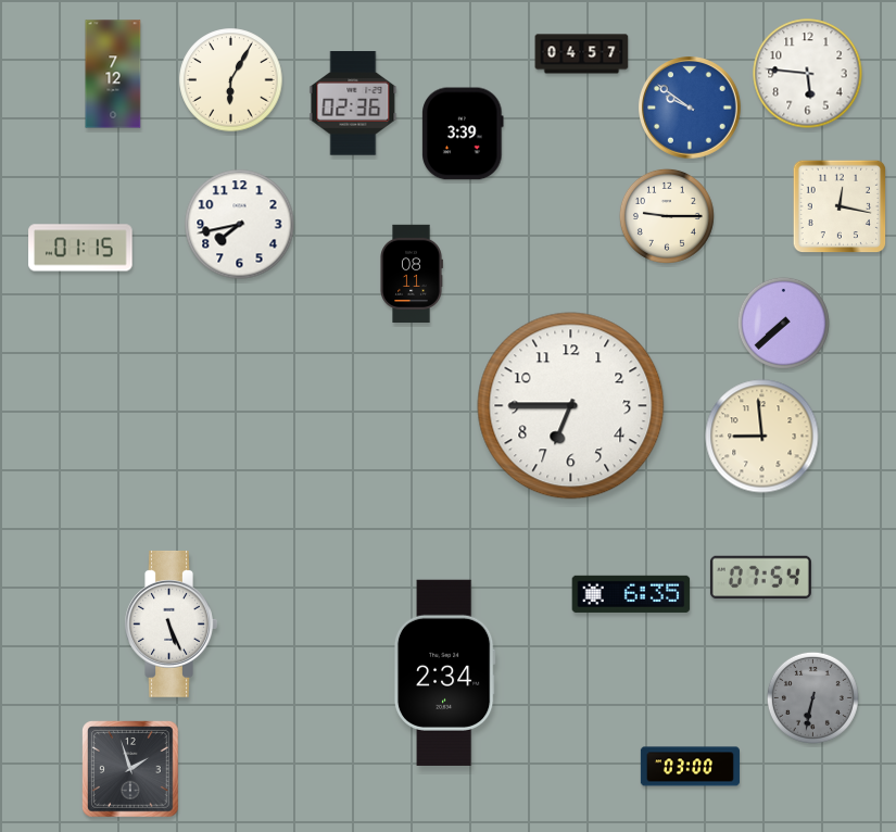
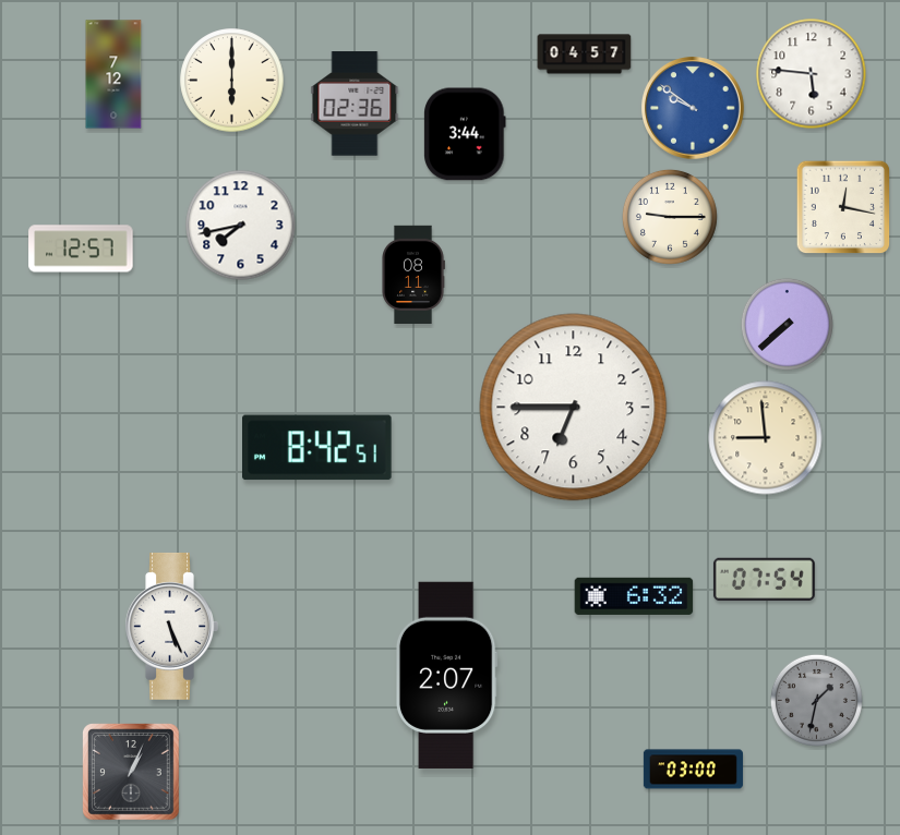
clock at (231, 80): 6:05 -> 6:00
clock at (463, 134): 3:39 -> 3:44
clock at (80, 248): 01:15 -> 12:57
clock at (317, 448): none -> 8:42
clock at (631, 594): 6:35 -> 6:32
clock at (444, 672): 2:34 -> 2:07
clock at (812, 697): 6:32 -> 1:32
clock at (131, 770): 1:57 -> 1:04
